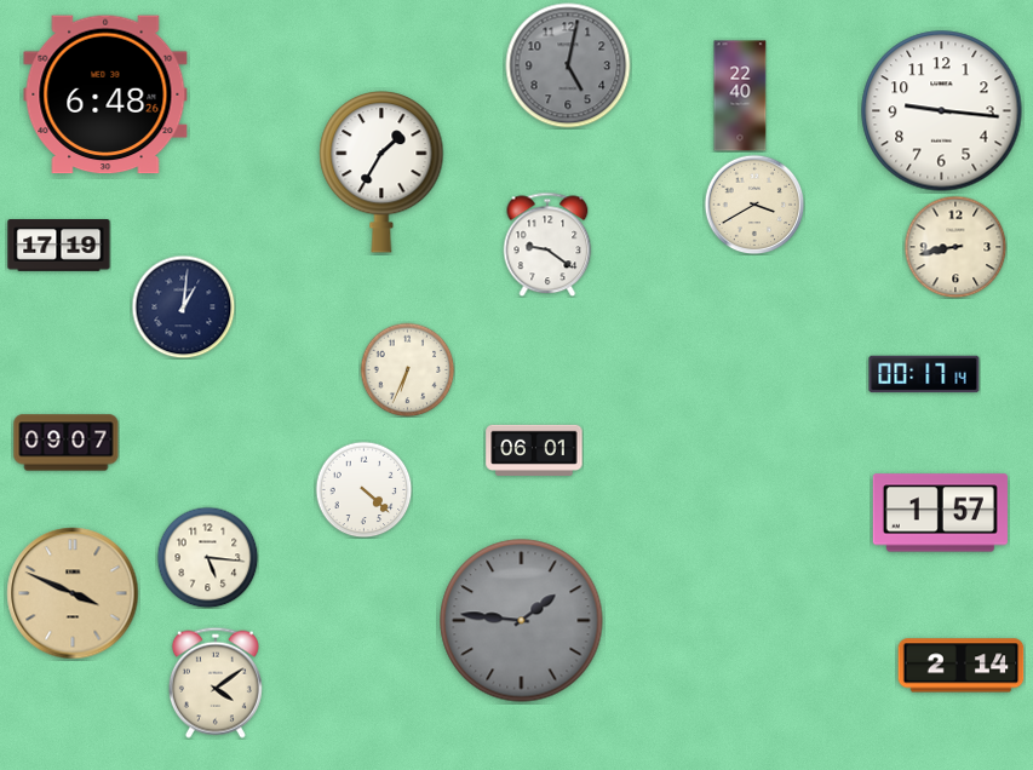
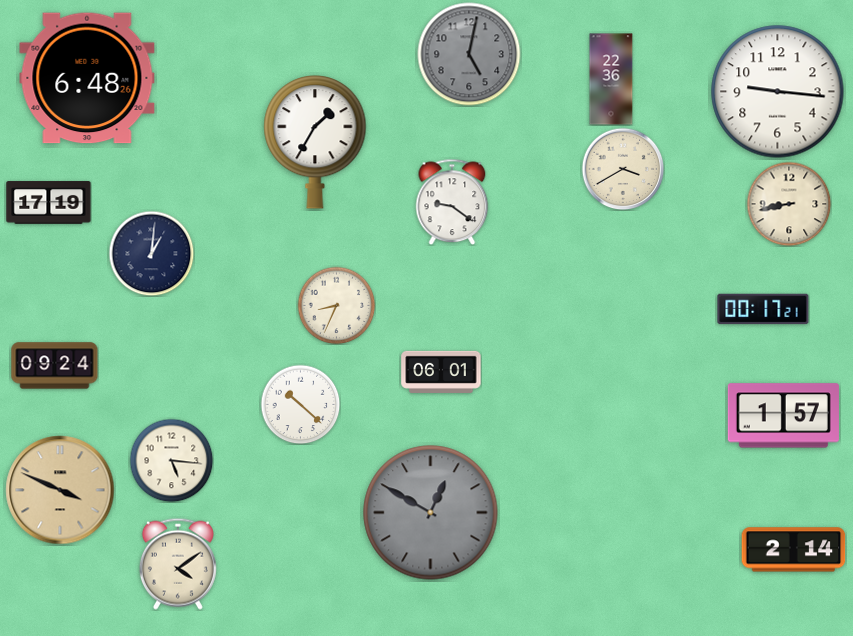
clock at (740, 96): 22:40 -> 22:36
clock at (407, 369): 6:34 -> 8:34
clock at (924, 374): 00:17:14 -> 00:17:21
clock at (67, 443): 09:07 -> 09:24
clock at (363, 489): 4:22 -> 10:22
clock at (940, 513) position: (940, 513) -> (783, 416)
clock at (522, 621): 1:46 -> 12:50
